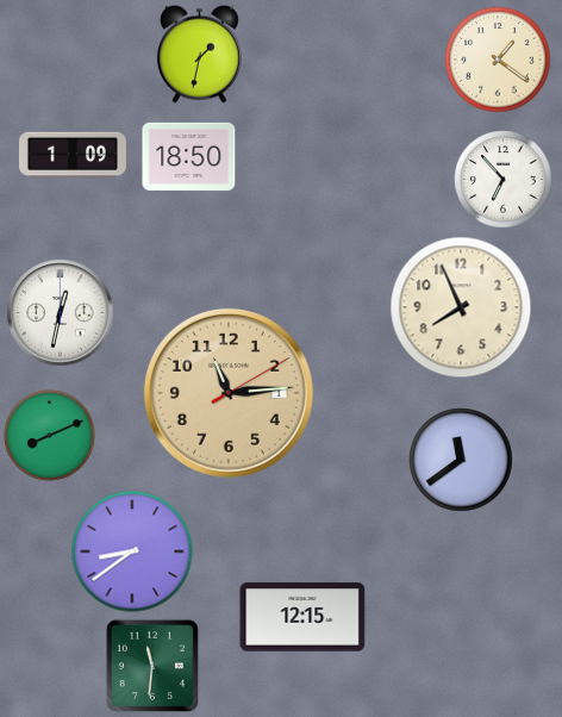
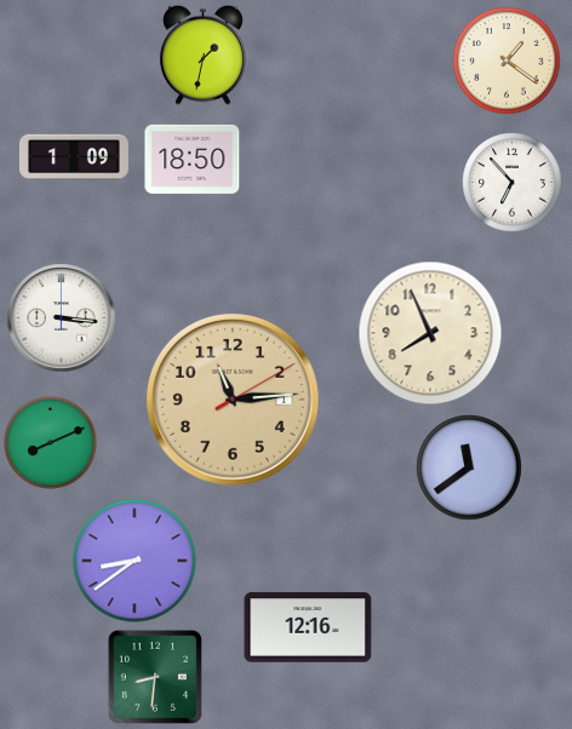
clock at (461, 307) position: (461, 307) -> (430, 333)
clock at (61, 313): 12:32 -> 3:16
clock at (302, 617): 12:15 -> 12:16
clock at (152, 666): 11:31 -> 8:31
